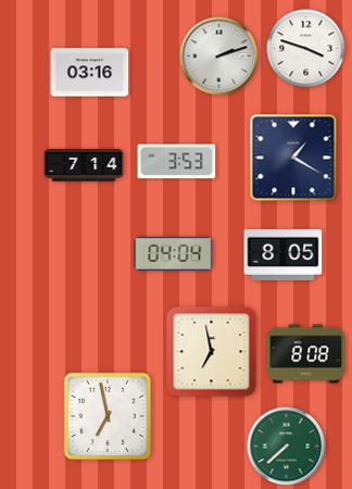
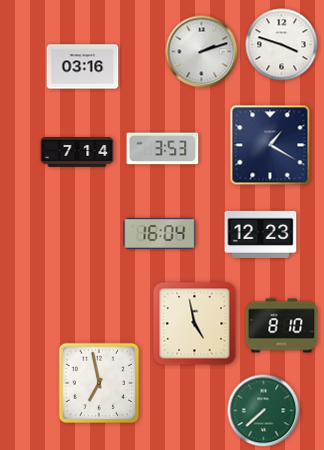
clock at (174, 253): 04:04 -> 16:04
clock at (284, 254): 8:05 -> 12:23
clock at (212, 352): 6:58 -> 4:58
clock at (306, 354): 8:08 -> 8:10
